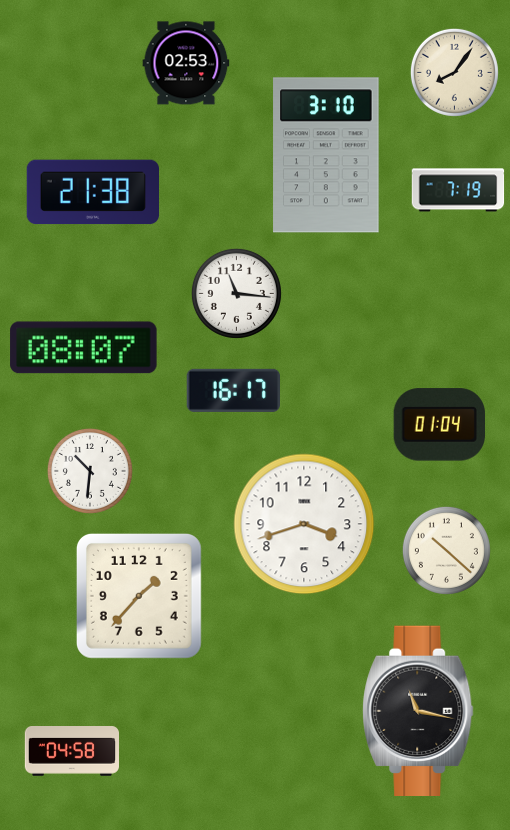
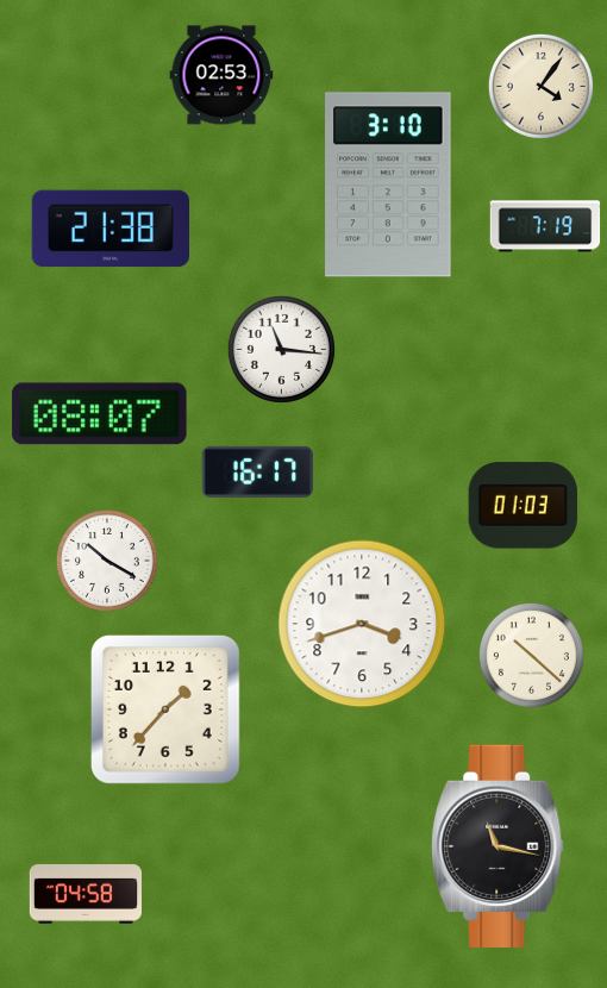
clock at (454, 72): 8:06 -> 4:06
clock at (233, 390) position: (233, 390) -> (257, 471)
clock at (439, 425): 01:04 -> 01:03
clock at (90, 471): 10:31 -> 10:20
